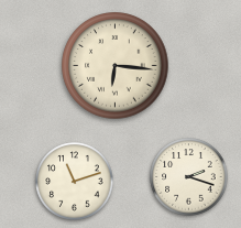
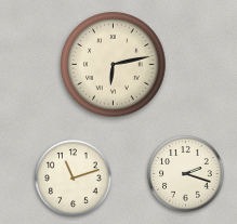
clock at (116, 66): 6:16 -> 6:13
